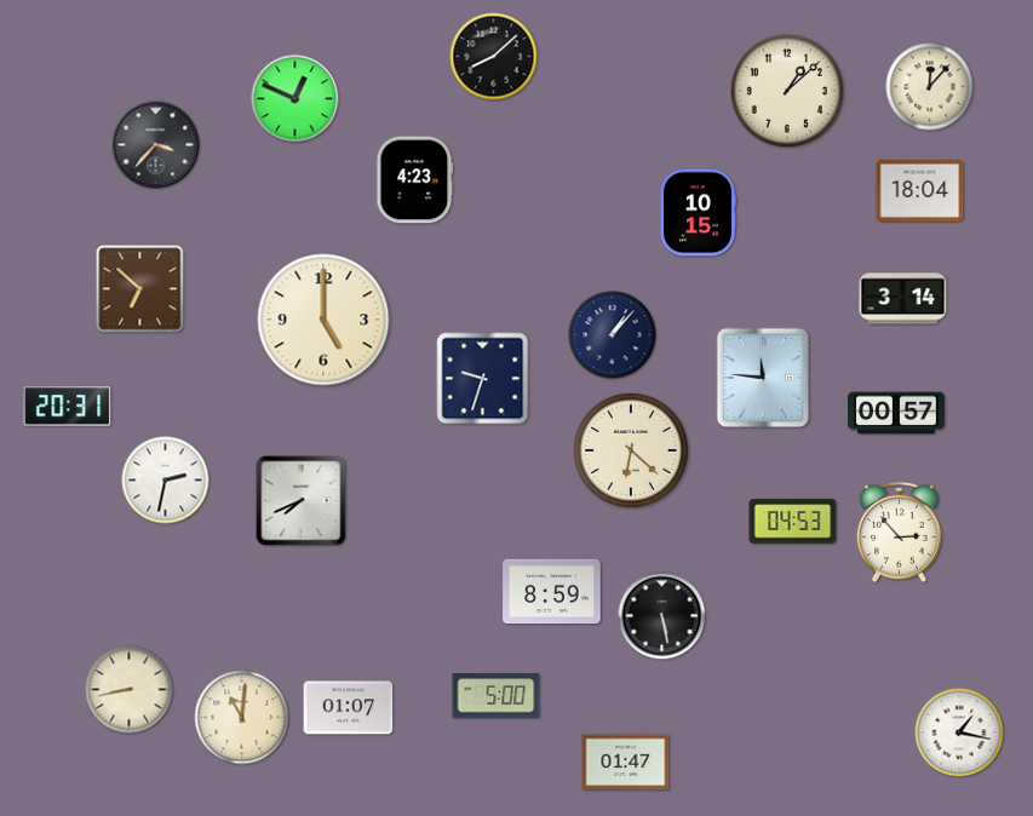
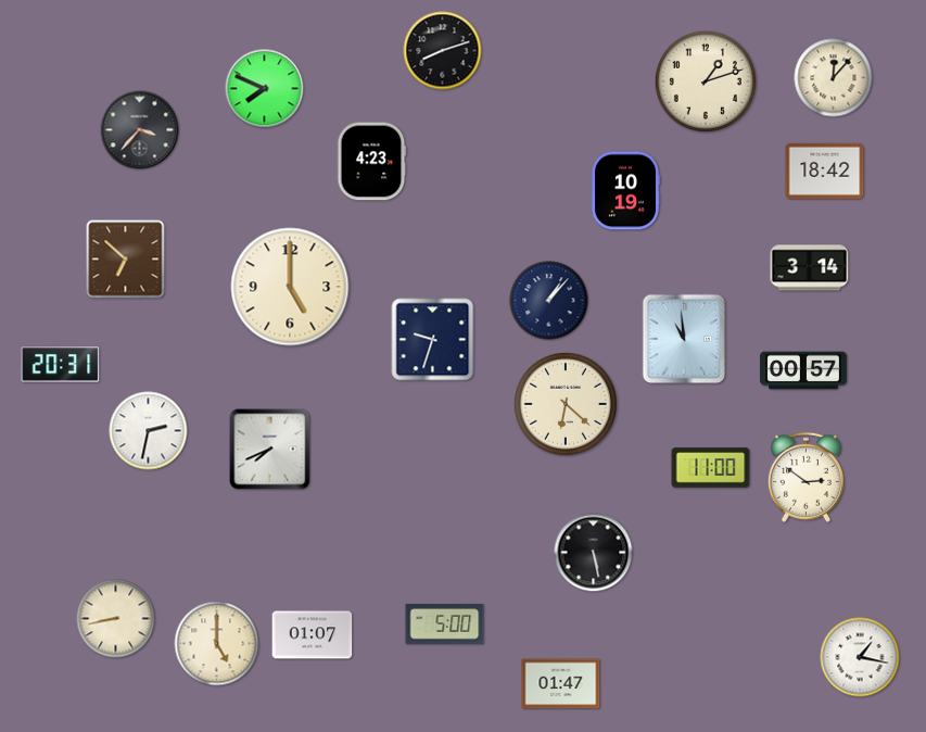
clock at (494, 57): 8:08 -> 8:12
clock at (787, 91): 1:08 -> 1:12
clock at (295, 99): 12:49 -> 7:49
clock at (920, 190): 18:04 -> 18:42
clock at (699, 213): 10:15 -> 10:19
clock at (763, 378): 11:46 -> 10:59
clock at (793, 522): 04:53 -> 11:00
clock at (899, 531): 2:53 -> 2:51
clock at (552, 592): 8:59 -> none
clock at (242, 718): 11:01 -> 5:00
